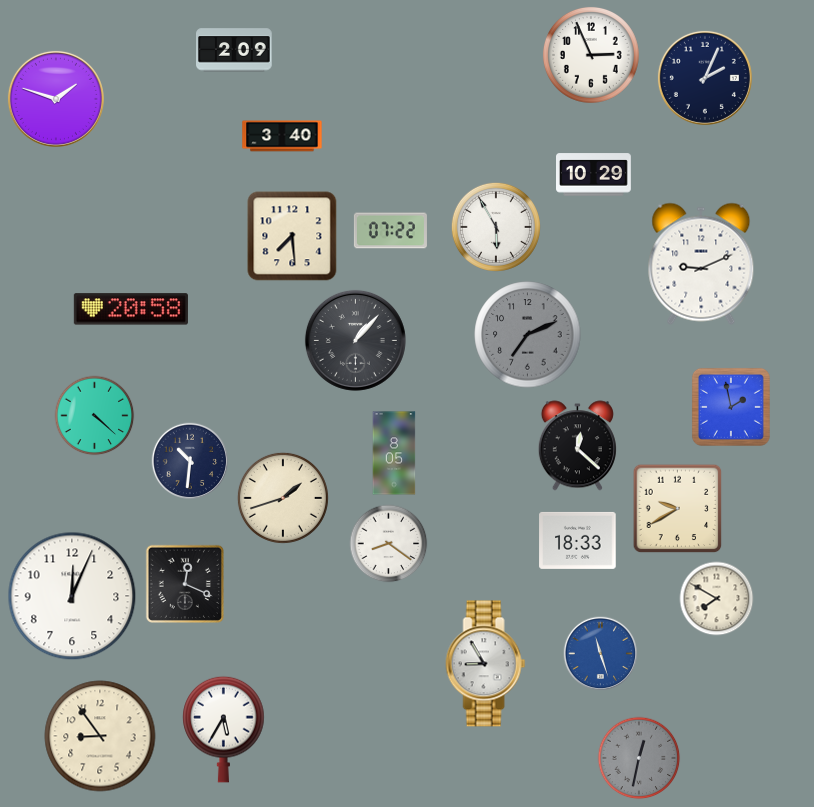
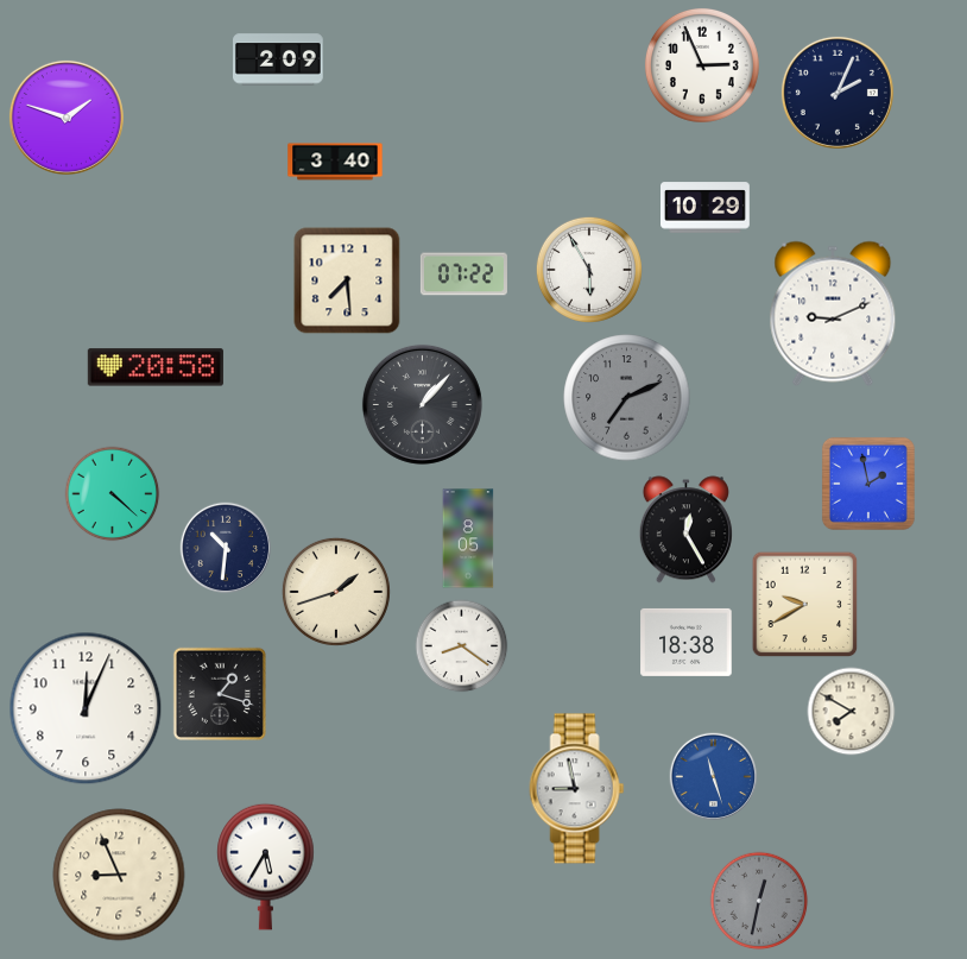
clock at (577, 446): 12:22 -> 12:25
clock at (578, 540): 18:33 -> 18:38
clock at (184, 583): 12:19 -> 1:18
clock at (486, 664): 8:55 -> 8:58
clock at (100, 736): 8:54 -> 8:56
